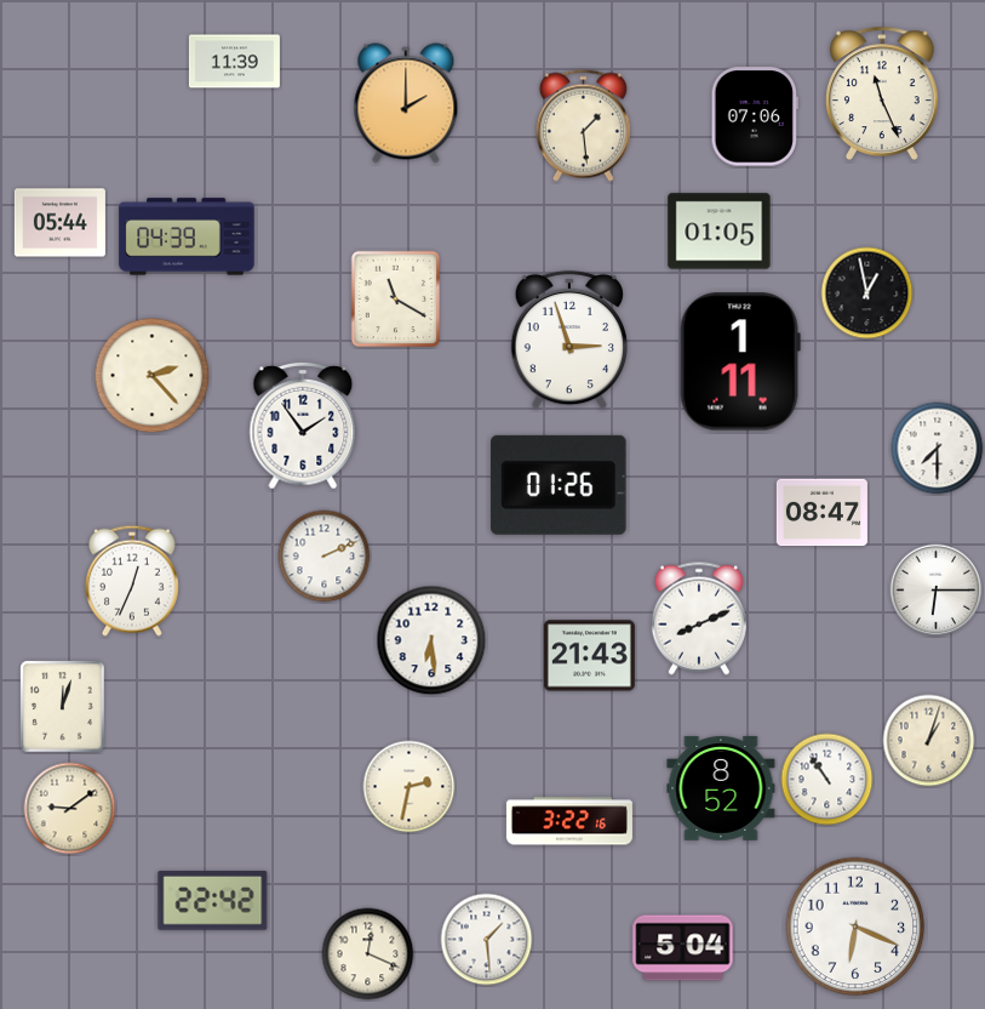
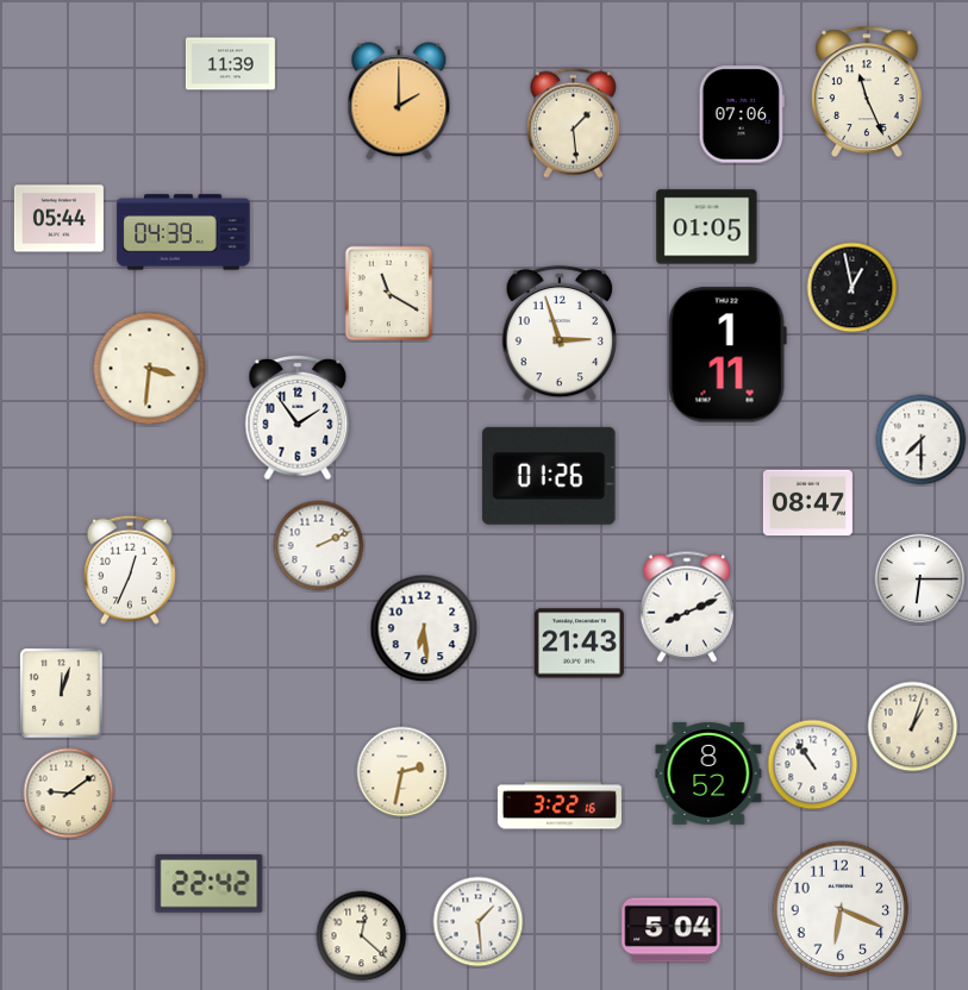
clock at (234, 62) position: (234, 62) -> (230, 64)
clock at (153, 376): 2:23 -> 3:31
clock at (368, 954): 12:19 -> 12:22
